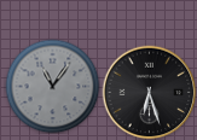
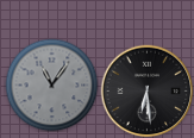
clock at (149, 92): 6:27 -> 6:29
